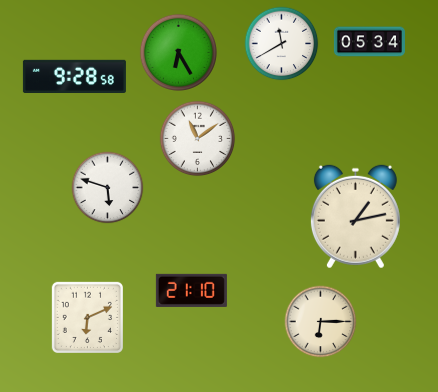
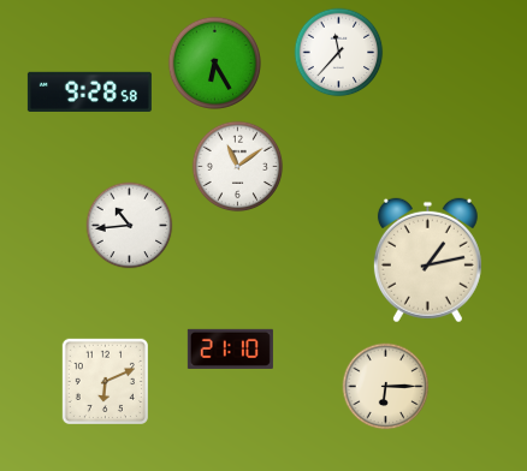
clock at (369, 42): 05:34 -> none
clock at (282, 44): 11:40 -> 11:37
clock at (108, 188): 5:48 -> 10:44
